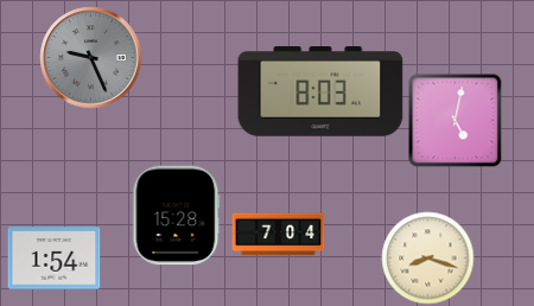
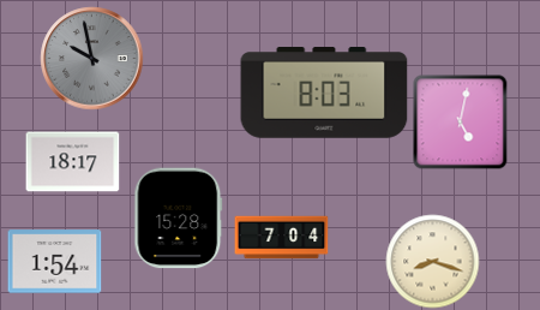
clock at (90, 57): 9:26 -> 9:58
clock at (72, 162): none -> 18:17
